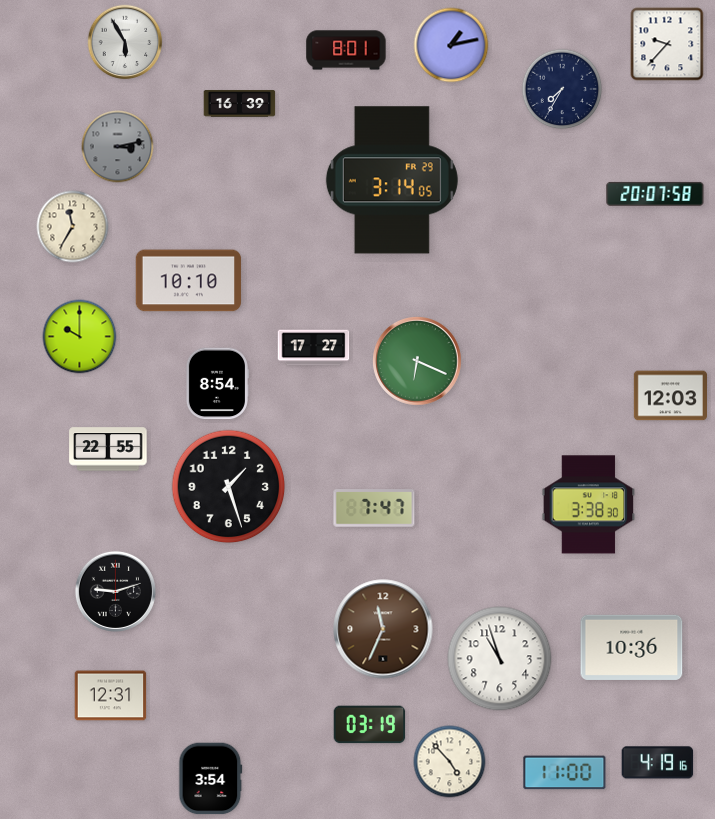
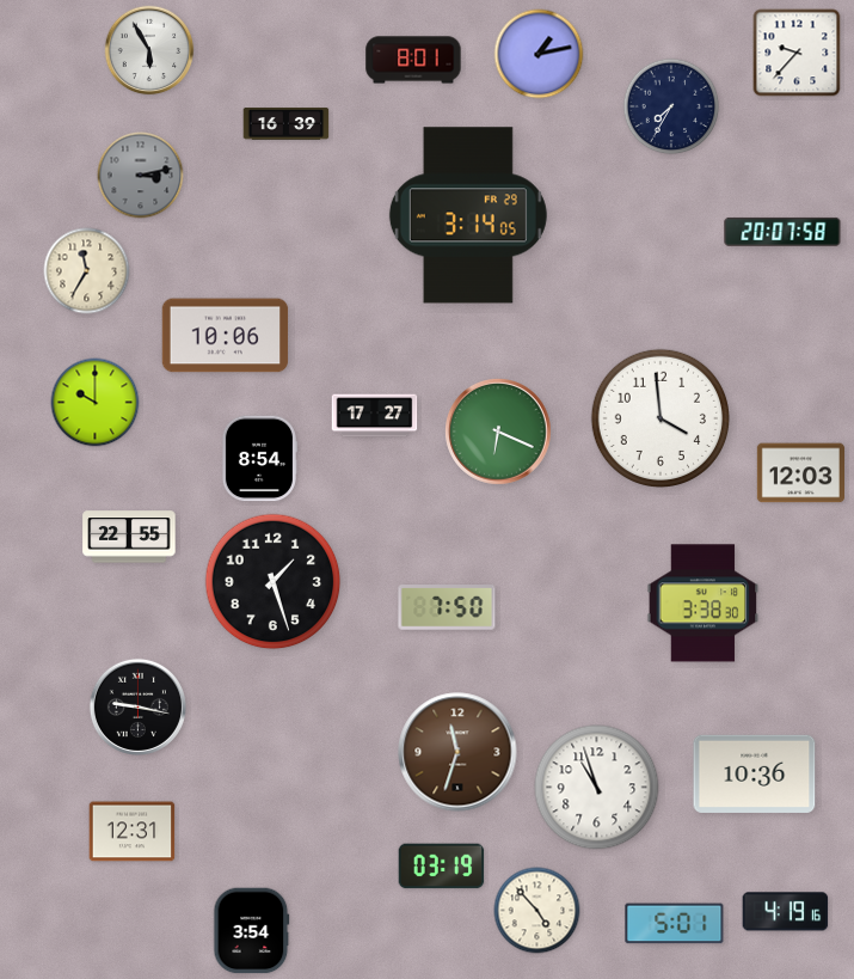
clock at (189, 281): 10:10 -> 10:06
clock at (659, 417): none -> 3:59
clock at (374, 508): 7:47 -> 7:50
clock at (115, 591): 9:12 -> 9:17
clock at (383, 629): 11:34 -> 11:33
clock at (565, 773): 11:00 -> 5:01
